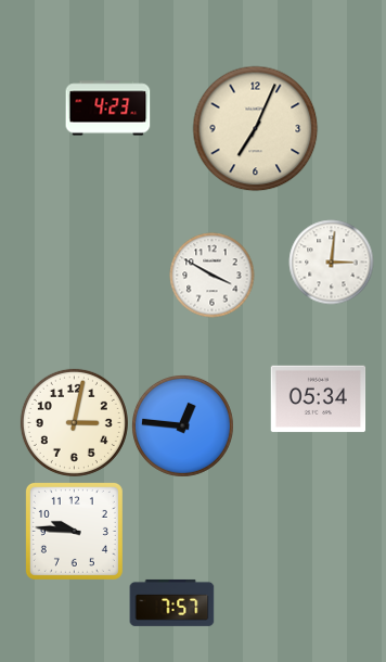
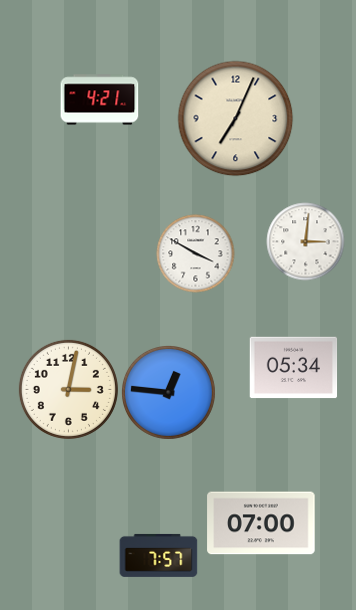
clock at (107, 109): 4:23 -> 4:21
clock at (74, 531): 9:46 -> none
clock at (261, 523): none -> 07:00
